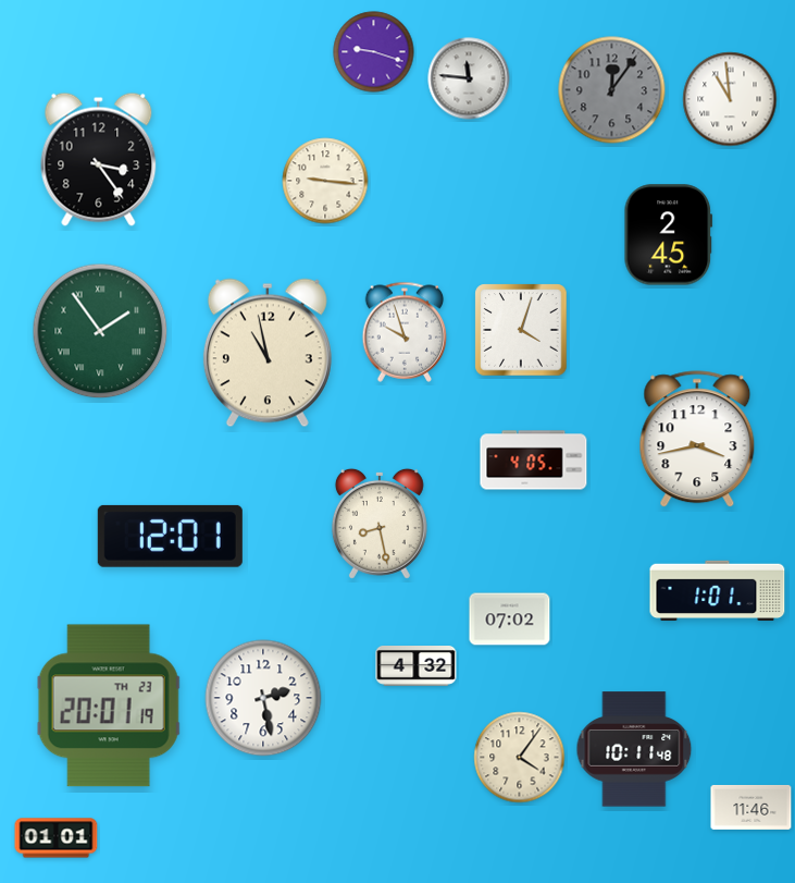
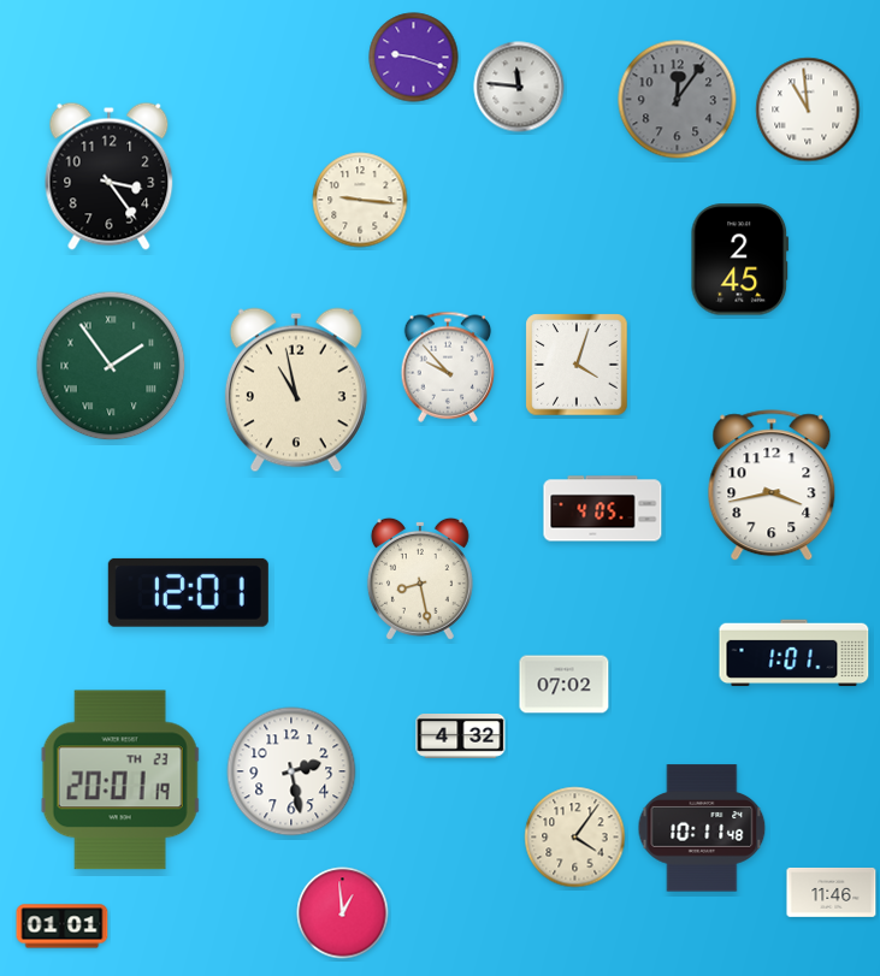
clock at (405, 332): 9:57 -> 9:53
clock at (534, 461) position: (534, 461) -> (603, 509)
clock at (343, 913): none -> 12:59
